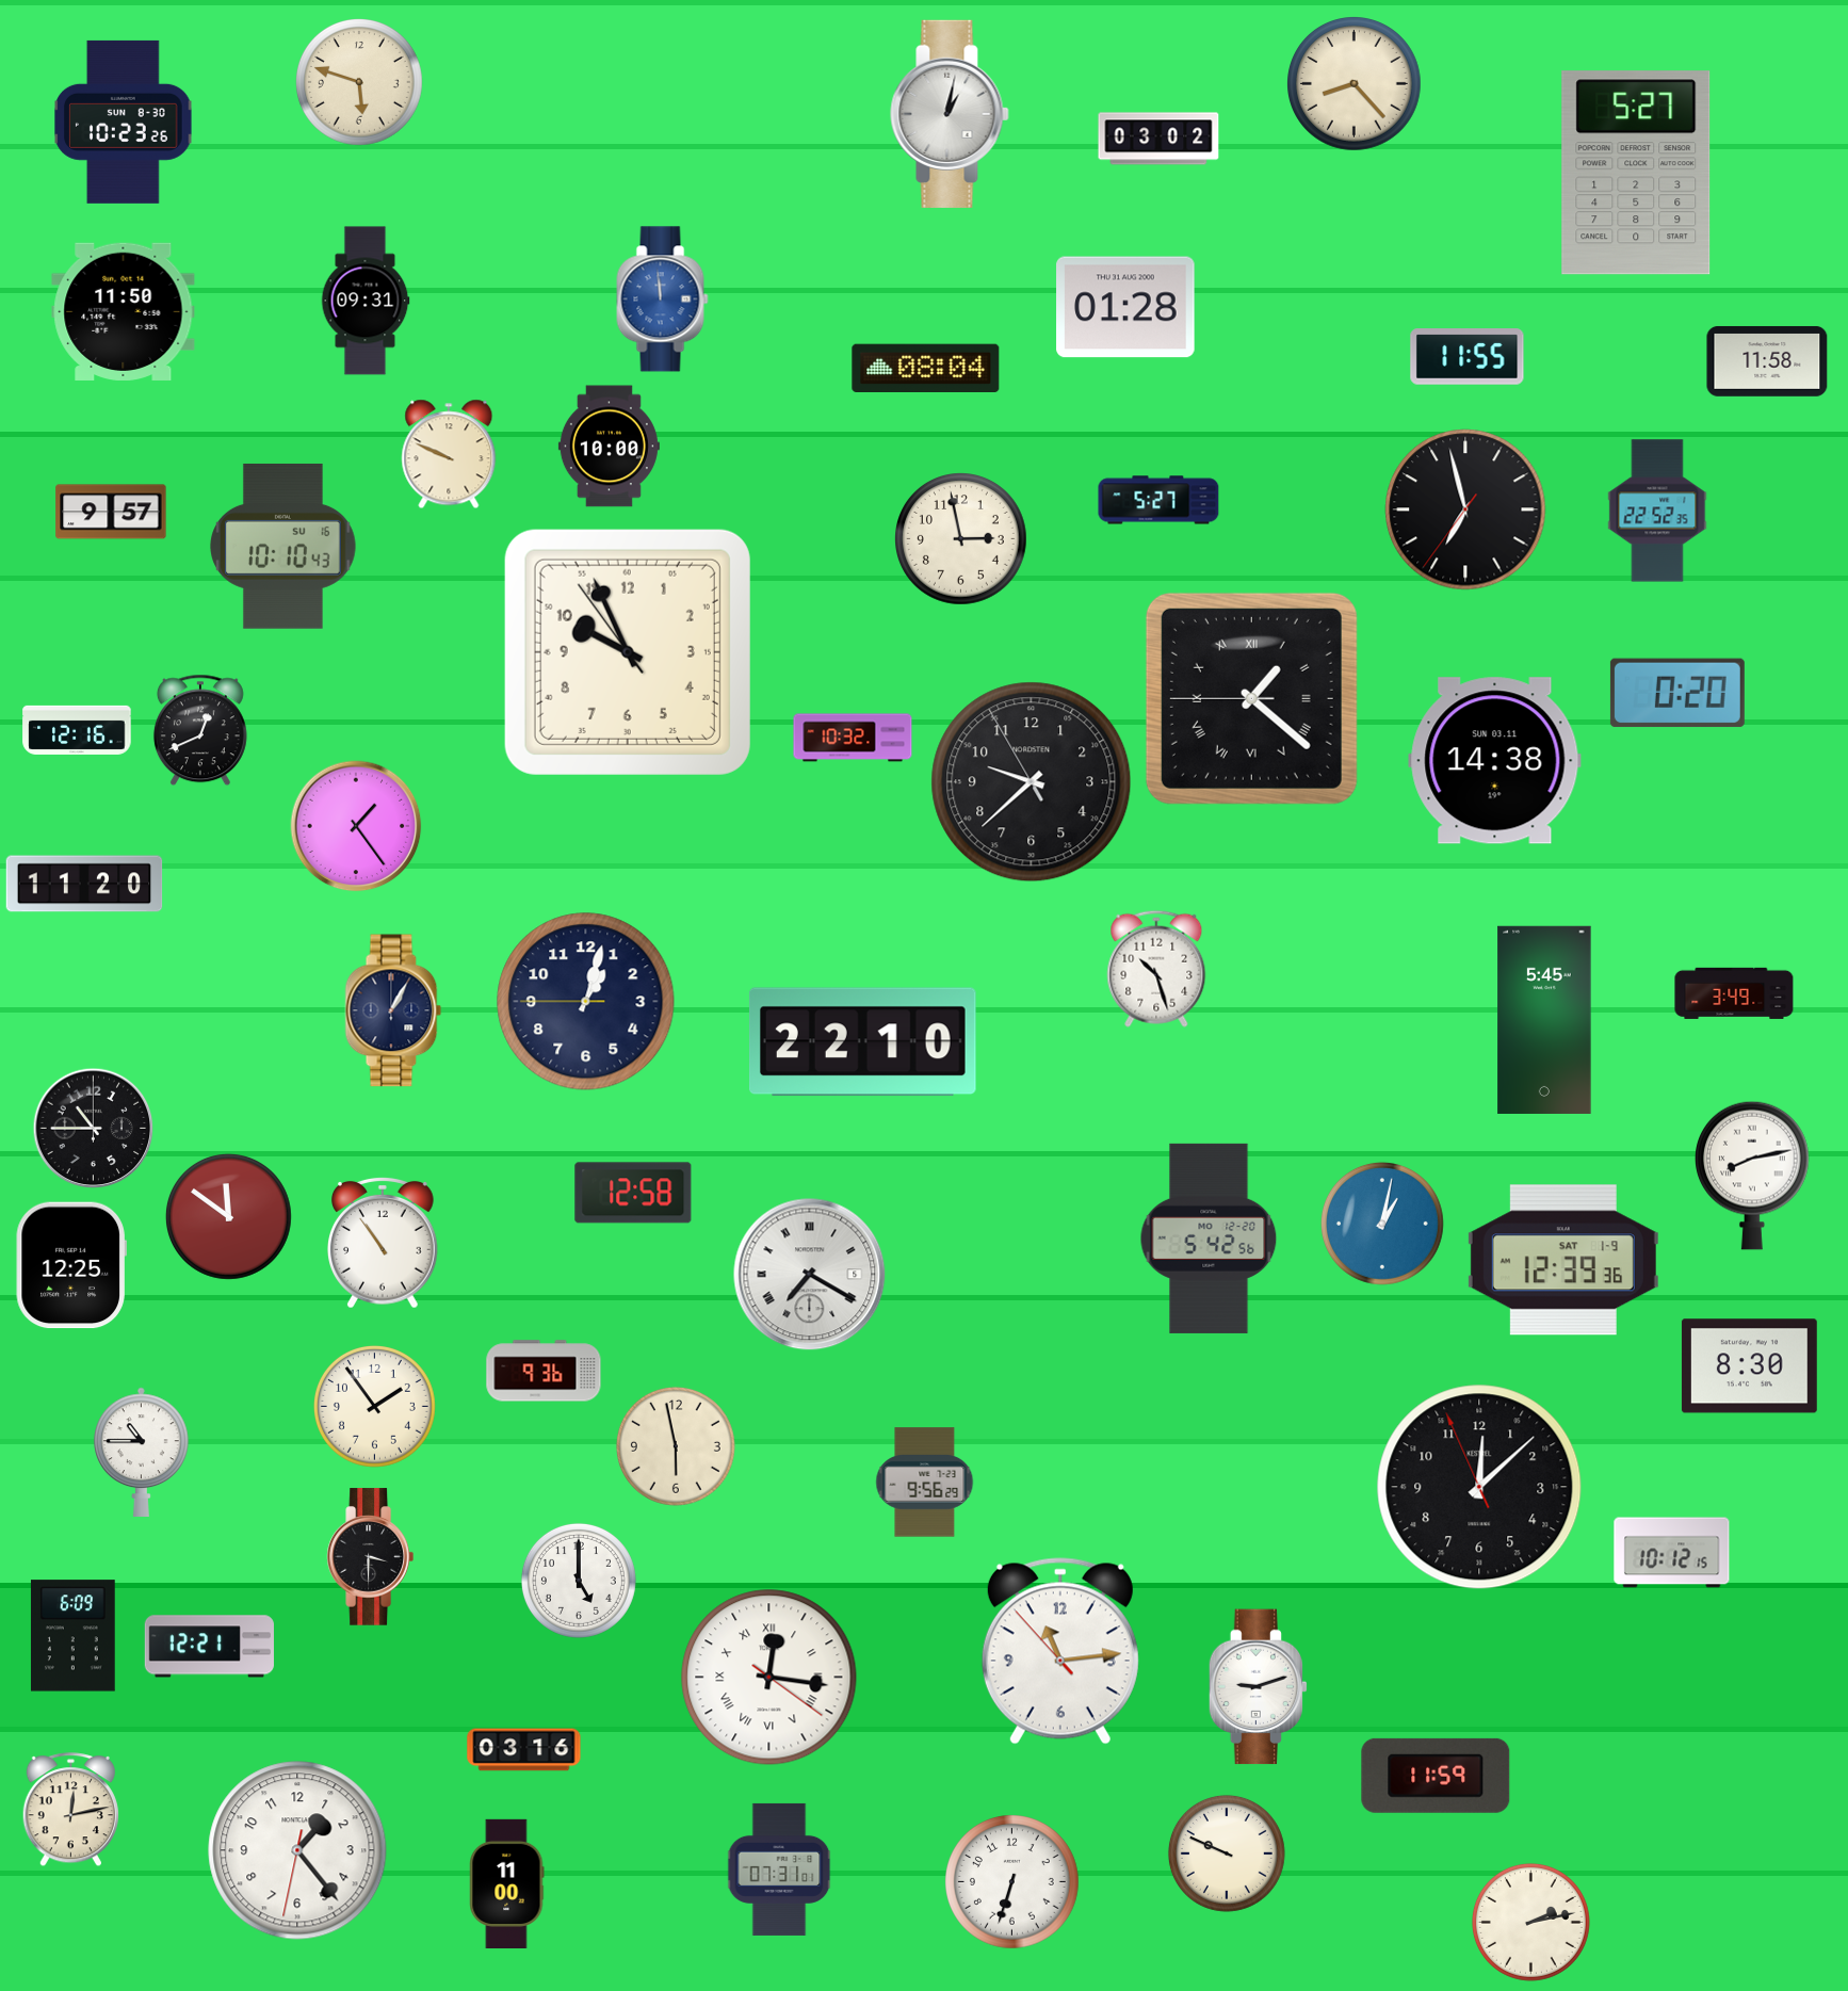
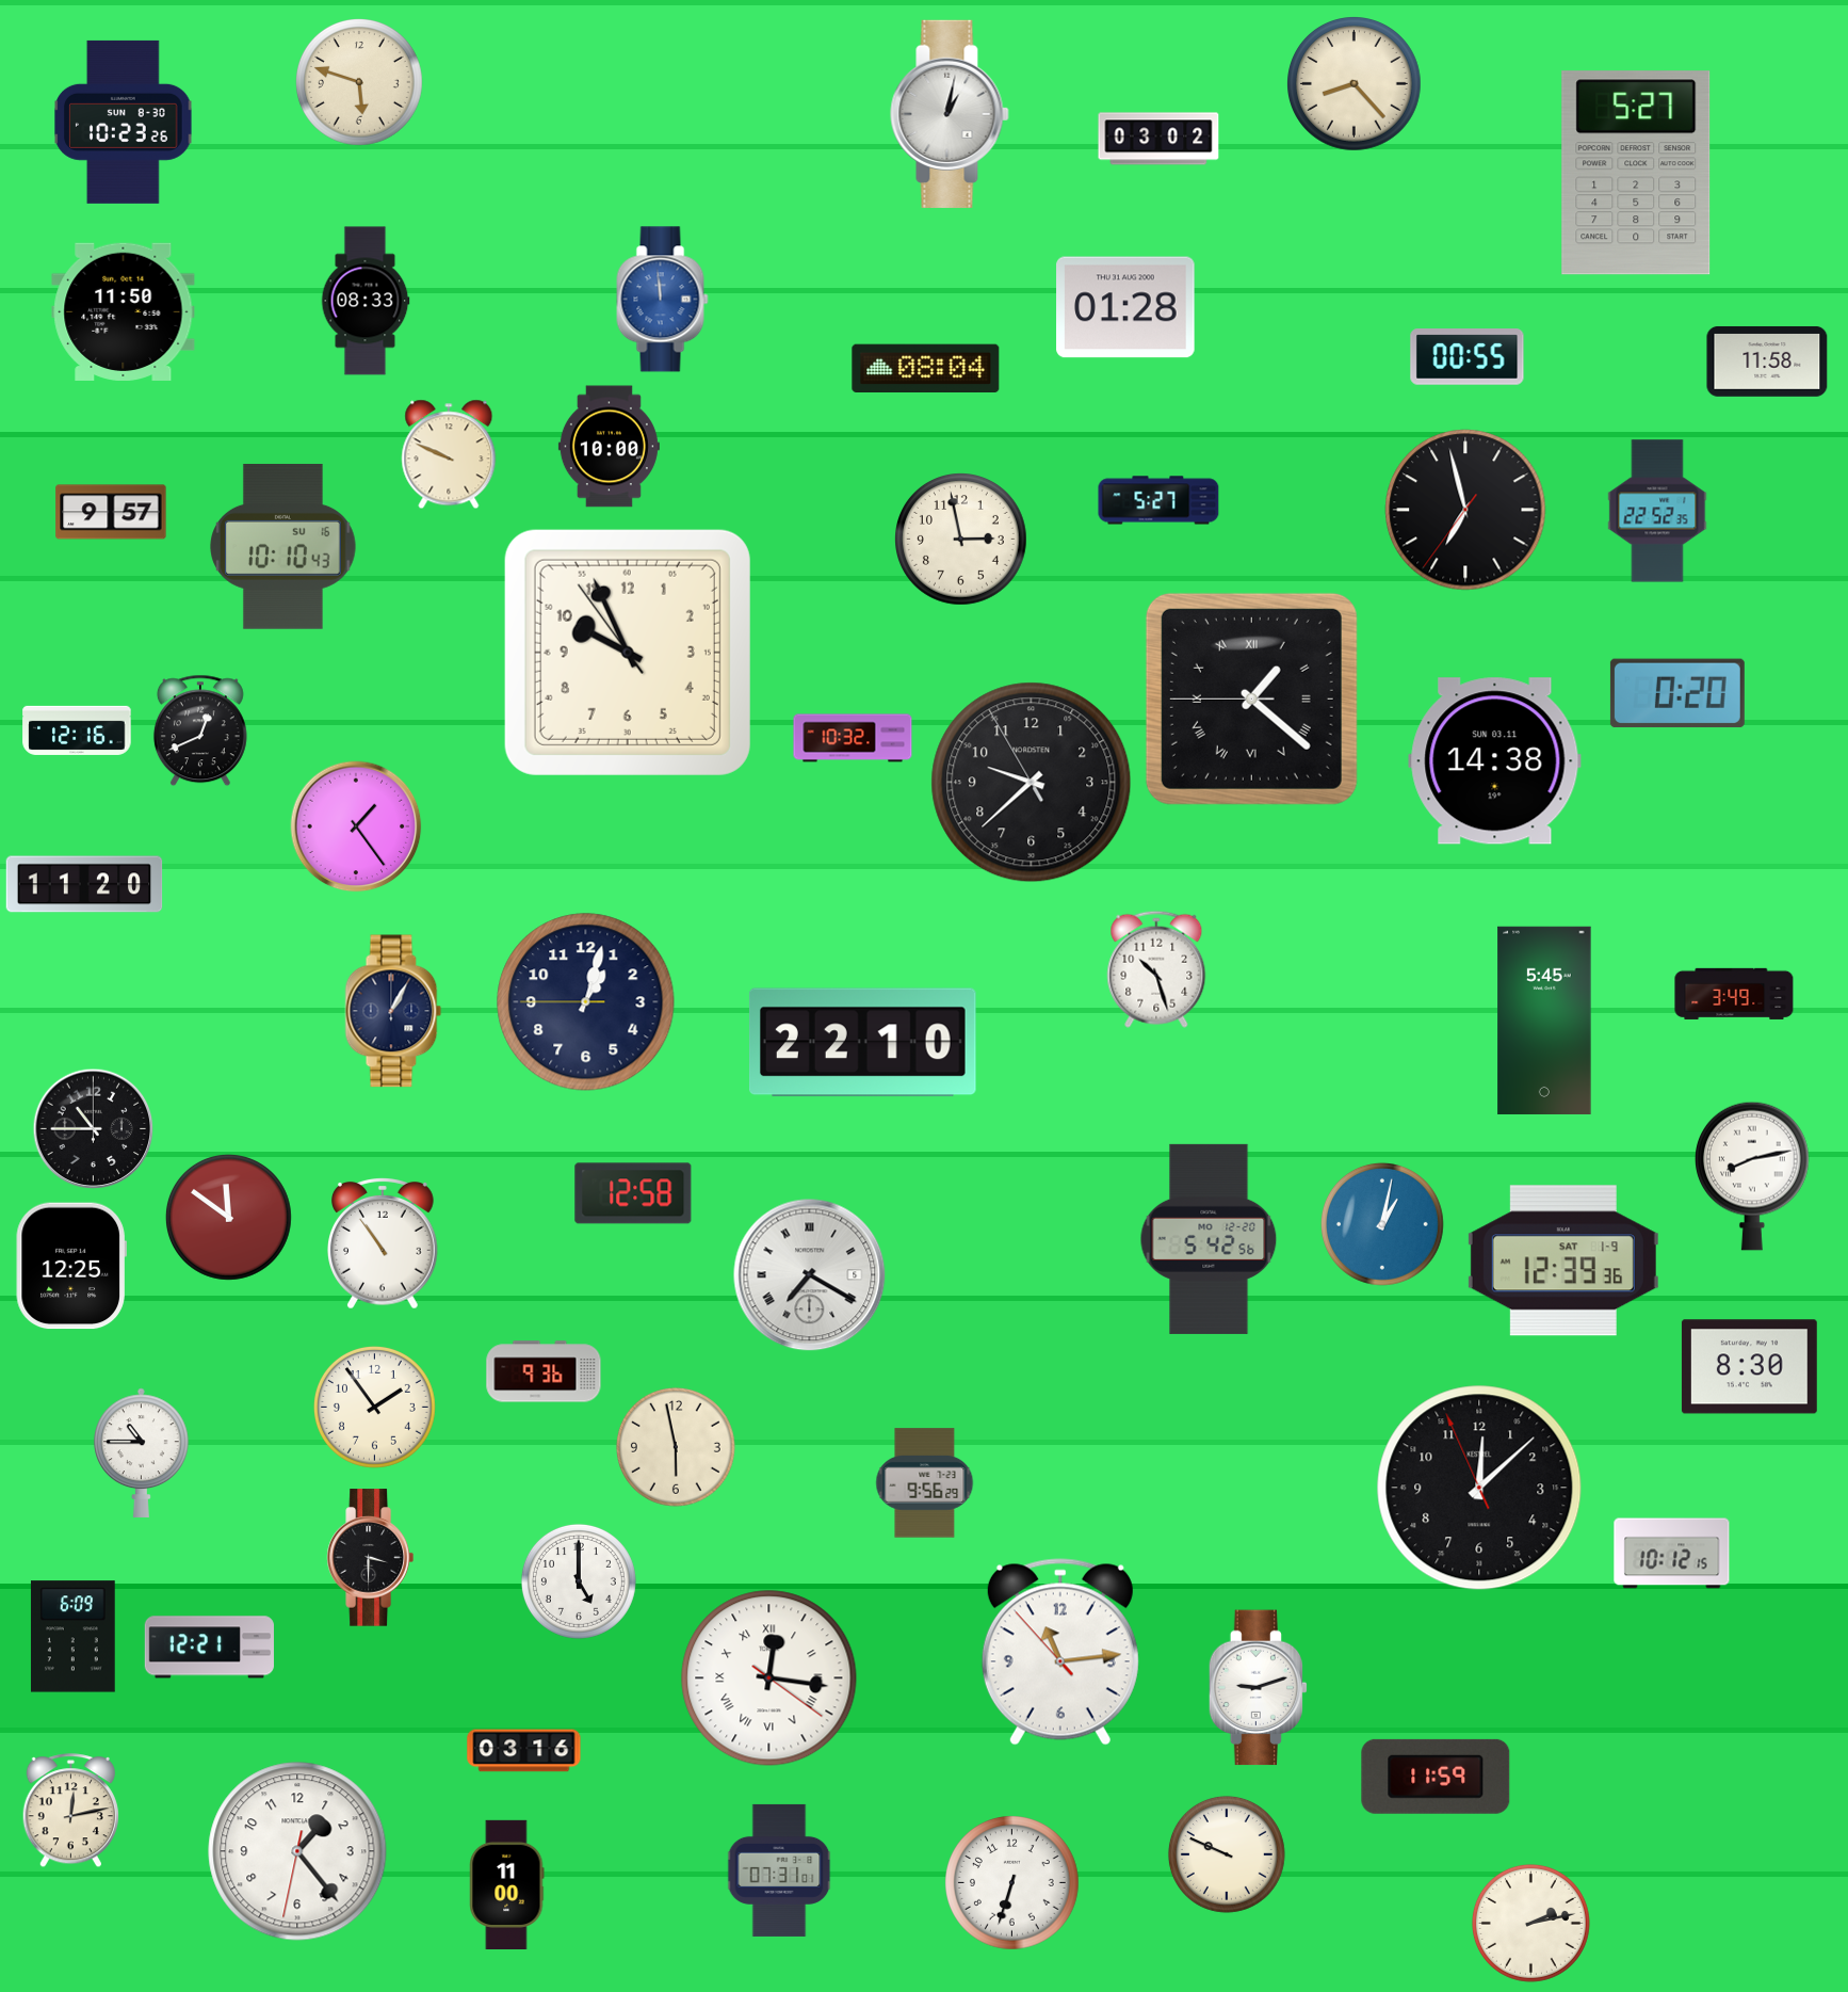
clock at (366, 301): 09:31 -> 08:33
clock at (1468, 357): 11:55 -> 00:55
